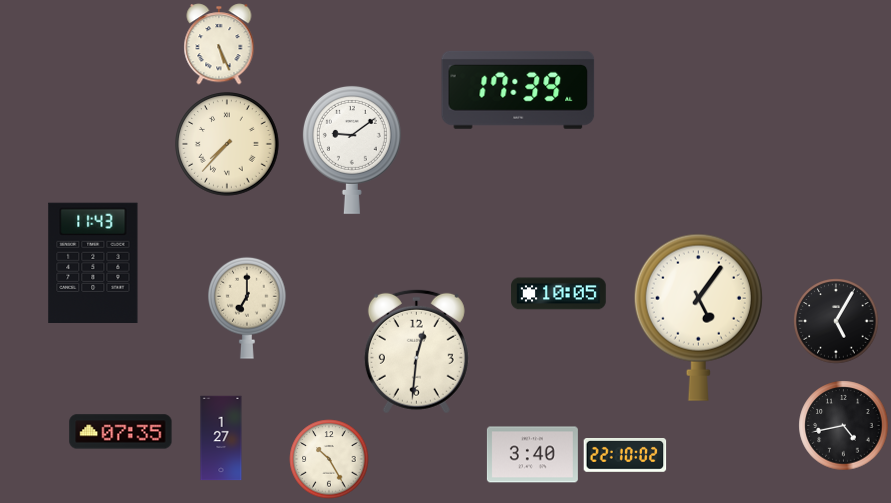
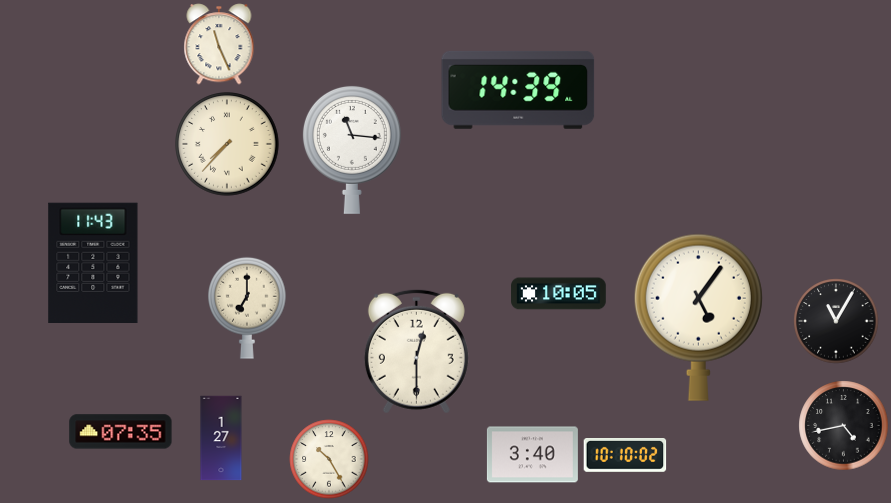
clock at (219, 44): 5:26 -> 11:26
clock at (518, 90): 17:39 -> 14:39
clock at (352, 149): 9:09 -> 11:16
clock at (836, 321): 5:05 -> 11:05
clock at (416, 351): 12:31 -> 12:30
clock at (625, 456): 22:10 -> 10:10
